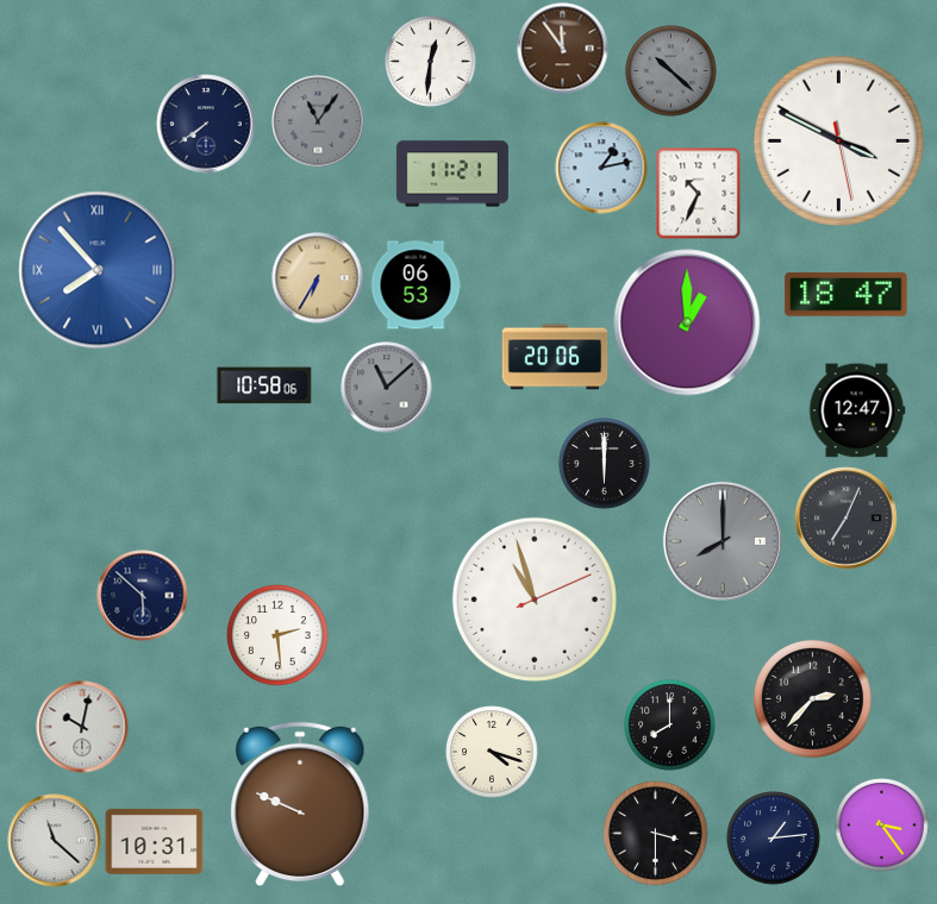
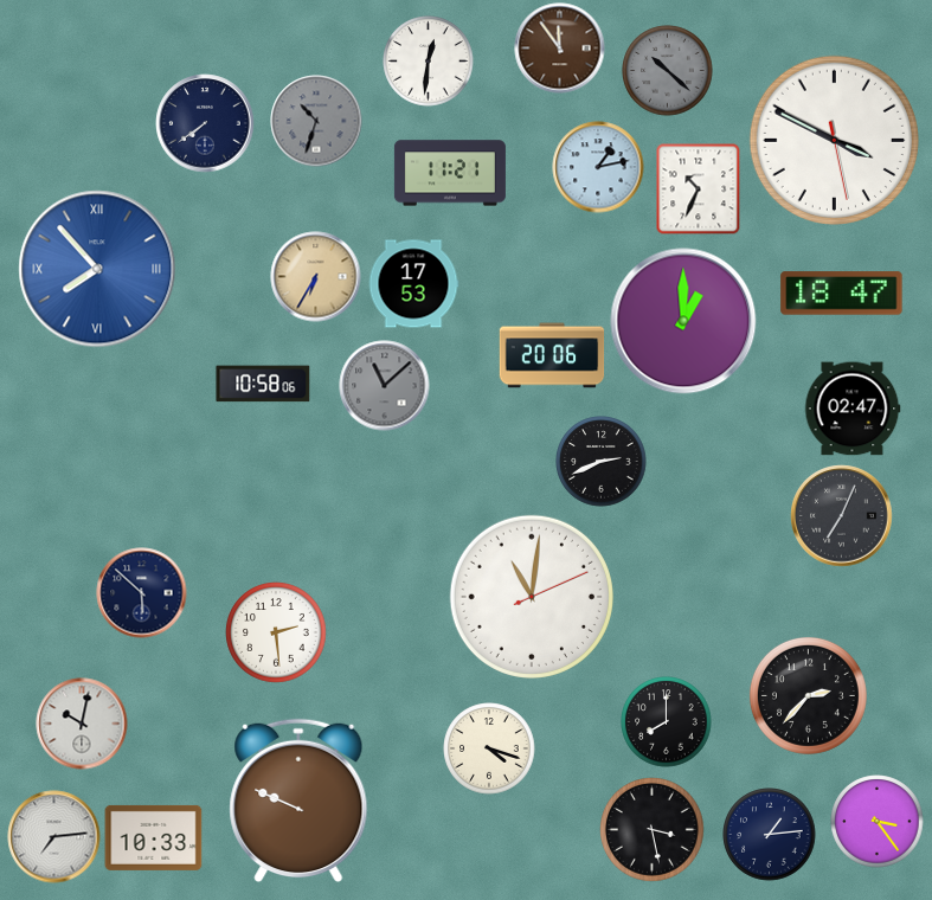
clock at (318, 121): 11:06 -> 10:33
clock at (699, 193) position: (699, 193) -> (699, 188)
clock at (416, 285): 06:53 -> 17:53
clock at (857, 410): 12:47 -> 02:47
clock at (605, 464): 6:00 -> 2:41
clock at (723, 541): 8:00 -> none
clock at (535, 599): 10:57 -> 11:01
clock at (656, 834): 3:30 -> 3:28
clock at (55, 841): 11:22 -> 7:14
clock at (155, 841): 10:31 -> 10:33
